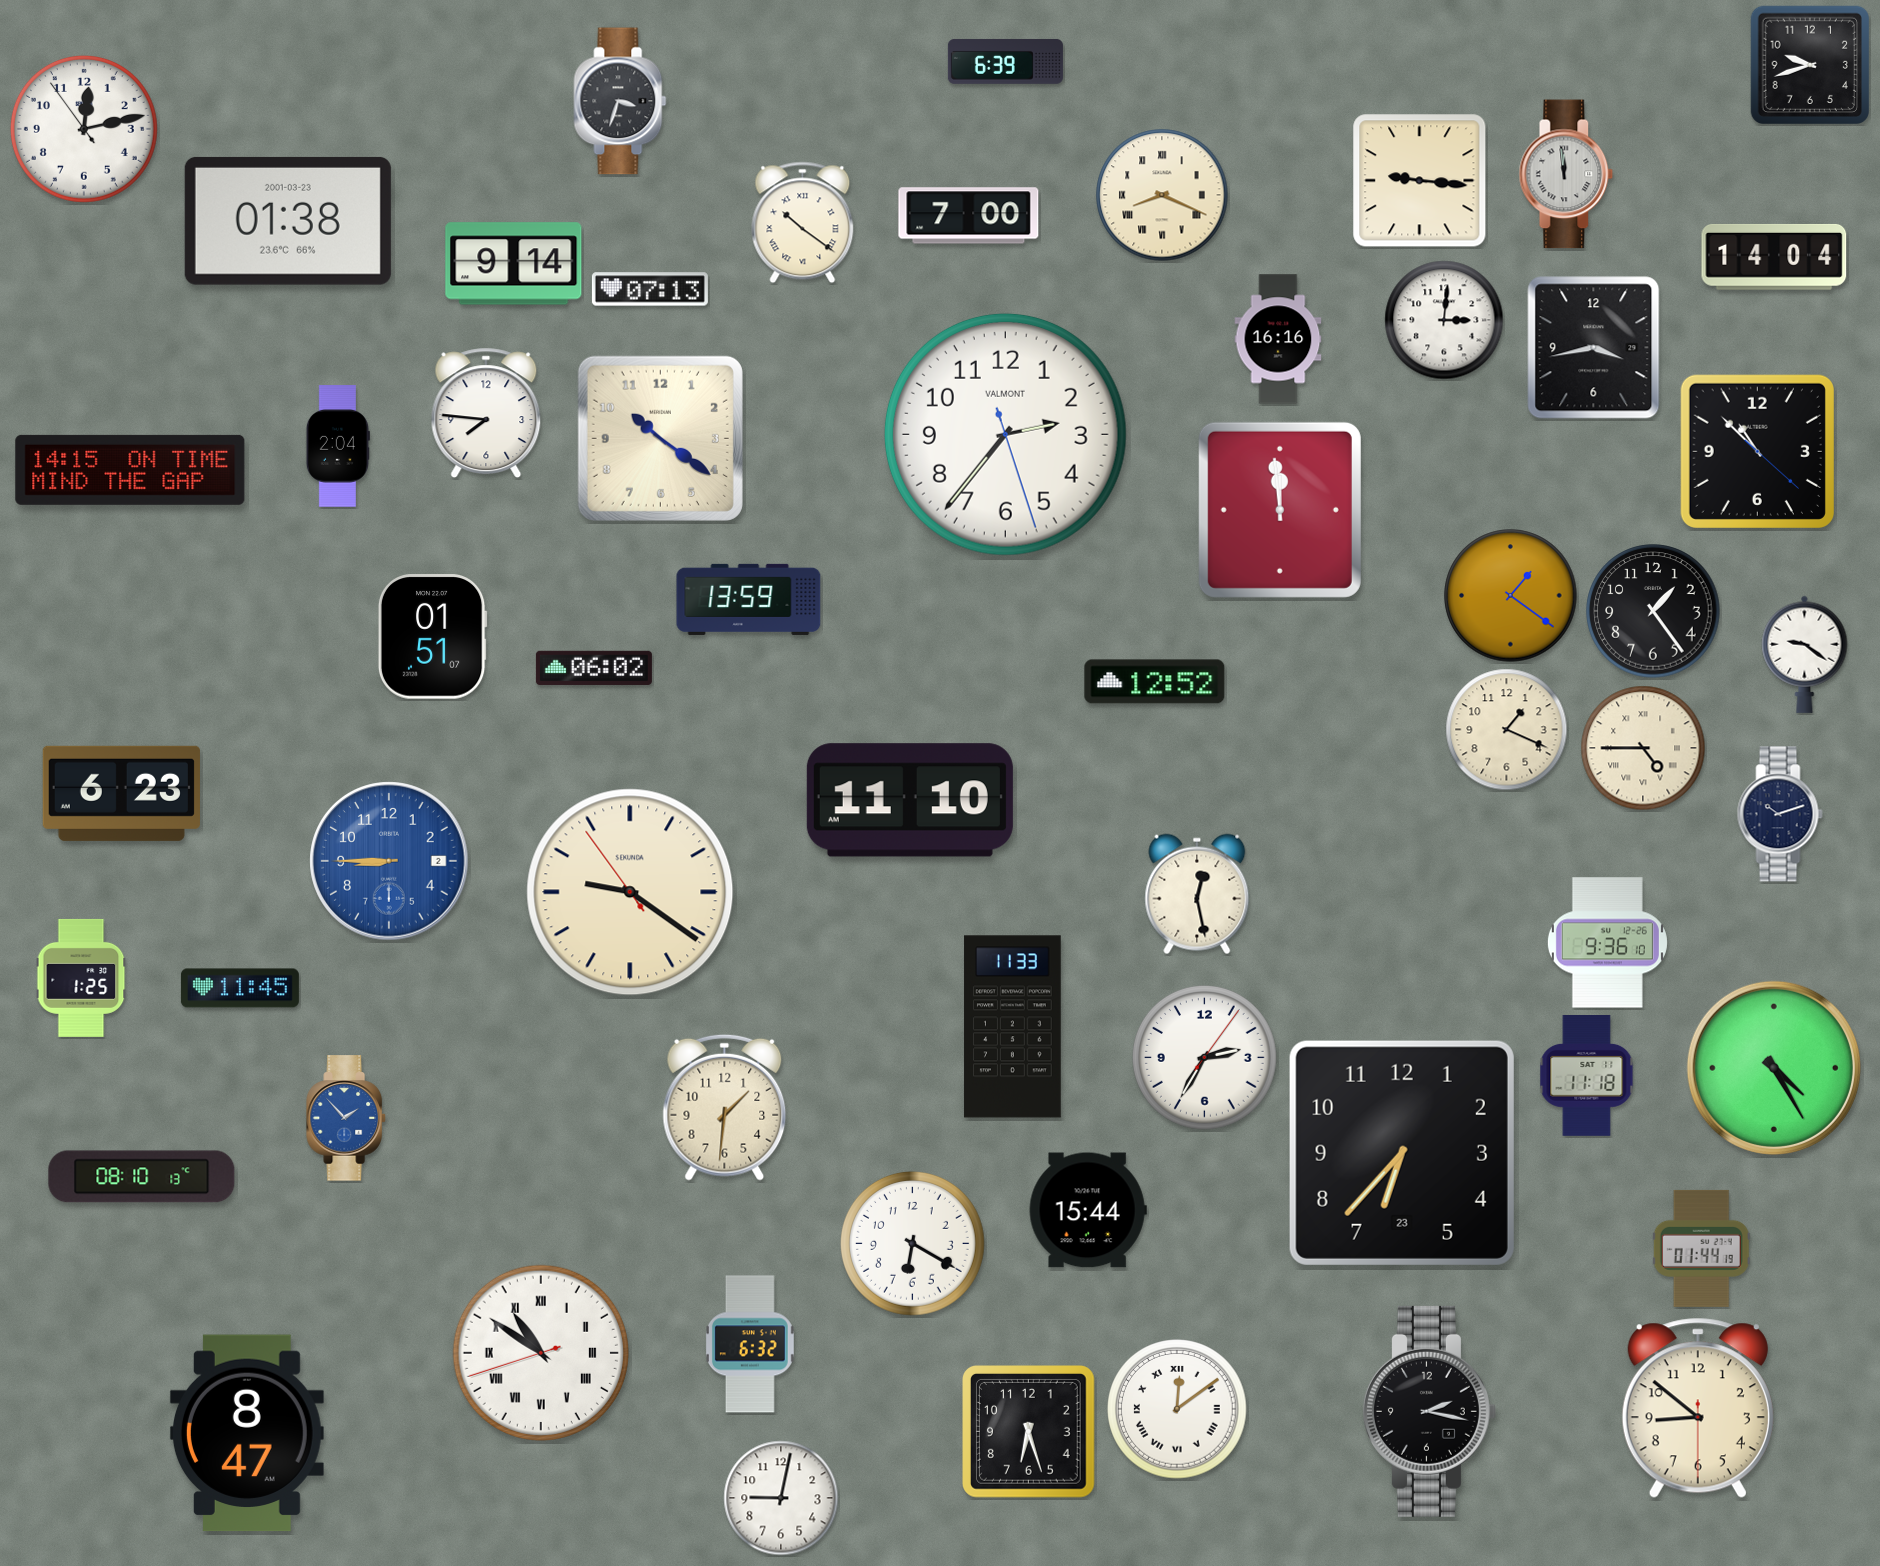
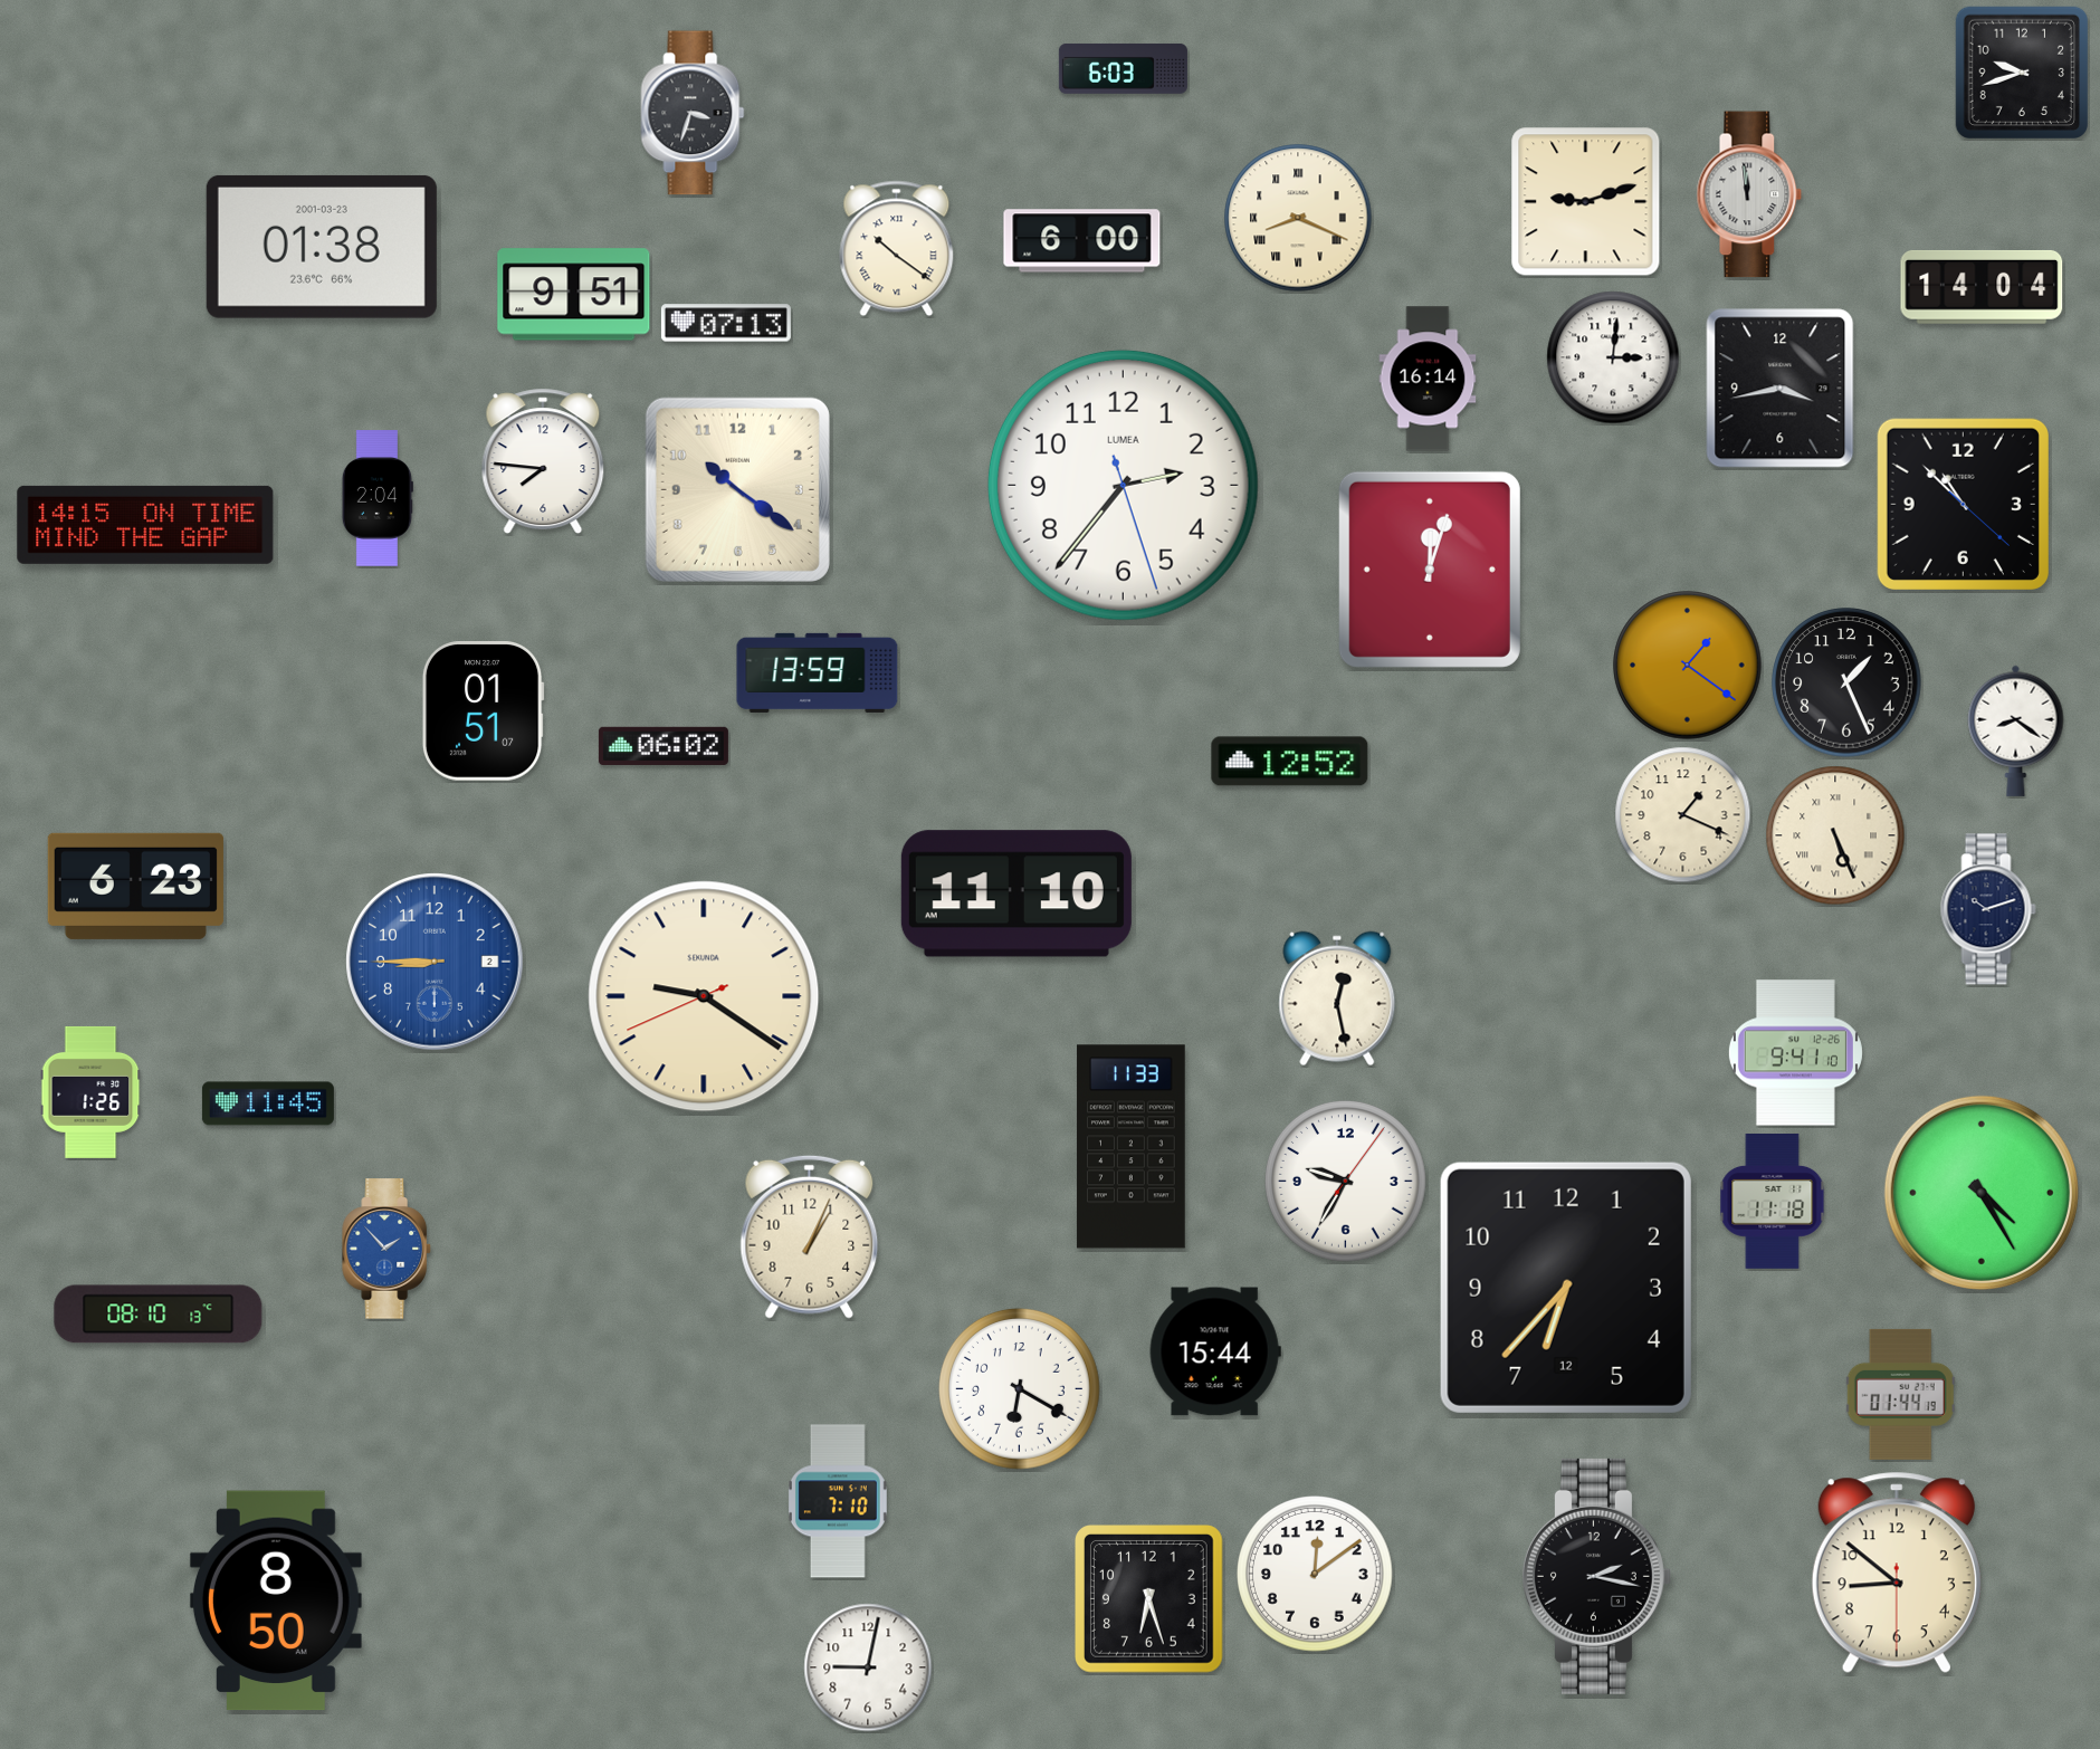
clock at (1005, 61): 6:39 -> 6:03
clock at (84, 129): 12:12 -> none
clock at (1420, 181): 9:16 -> 9:12
clock at (969, 216): 7:00 -> 6:00
clock at (514, 264): 9:14 -> 9:51
clock at (1278, 339): 16:16 -> 16:14
clock at (1005, 434) brand: VALMONT -> LUMEA
clock at (1280, 510): 11:59 -> 12:03
clock at (749, 599) position: (749, 599) -> (818, 672)
clock at (1653, 611): 1:24 -> 1:26
clock at (1805, 654): 9:21 -> 8:21
clock at (1643, 748): 4:45 -> 5:26
clock at (630, 892): 9:20:54 -> 9:20:41
clock at (1607, 943): 9:36 -> 9:41
clock at (81, 978): 1:25 -> 1:26
clock at (1204, 1057): 2:35 -> 9:35
clock at (725, 1107): 1:31 -> 1:04
clock at (1402, 1153) date: 23 -> 12
clock at (750, 1344): 6:32 -> 7:10
clock at (541, 1353): 10:50 -> none
clock at (1177, 1409) numerals: Roman -> Arabic
clock at (247, 1433): 8:47 -> 8:50
clock at (781, 1498) position: (781, 1498) -> (868, 1667)
